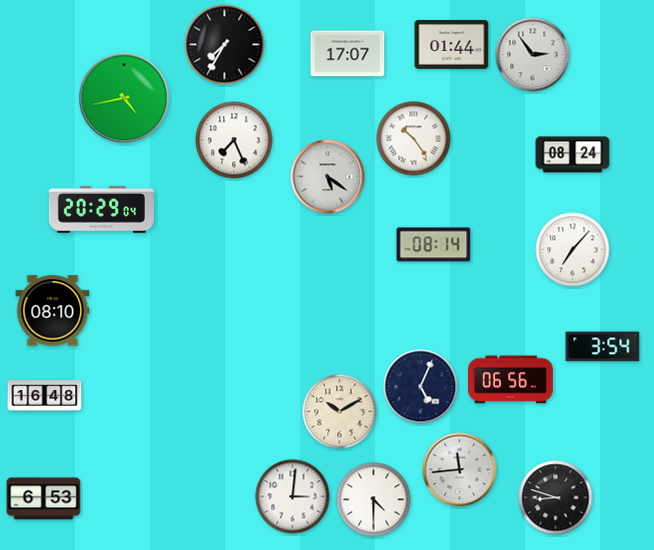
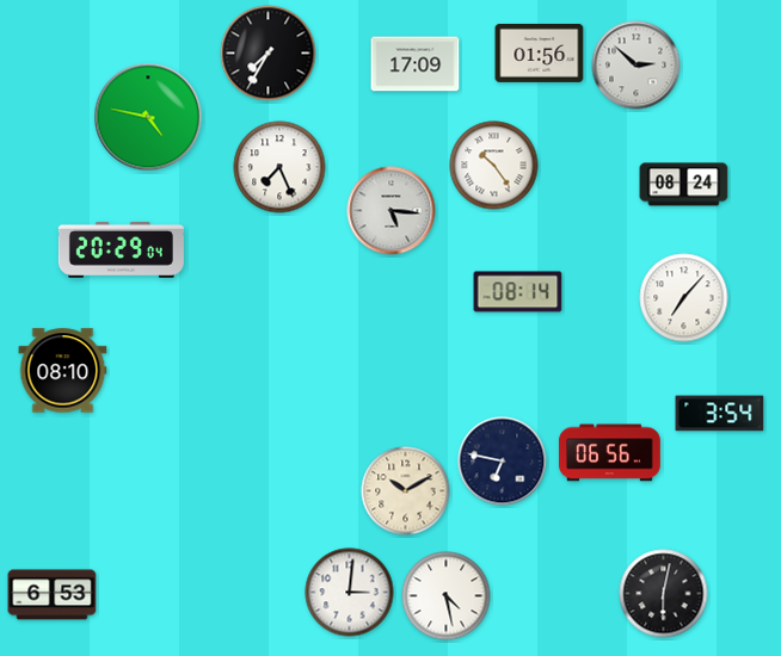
clock at (452, 44): 01:44 -> 01:56
clock at (348, 54): 17:07 -> 17:09
clock at (533, 55): 2:54 -> 2:52
clock at (124, 98): 4:43 -> 4:47
clock at (328, 177): 5:21 -> 5:16
clock at (421, 387): 5:04 -> 6:47
clock at (45, 396): 16:48 -> none
clock at (460, 470): 11:44 -> none
clock at (556, 498): 8:48 -> 6:02
clock at (374, 500): 4:30 -> 4:28
